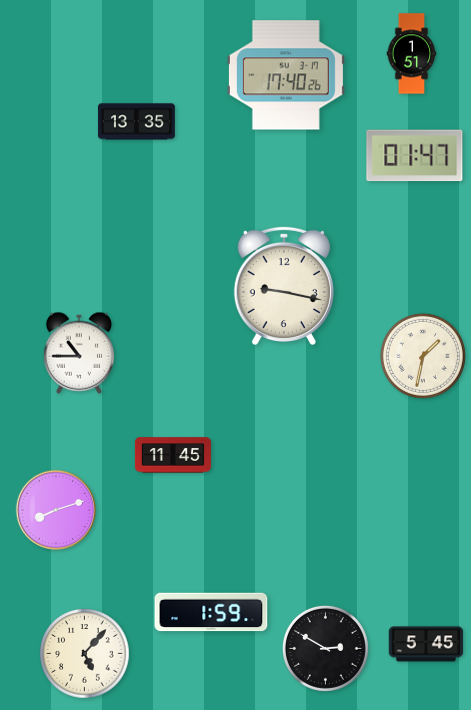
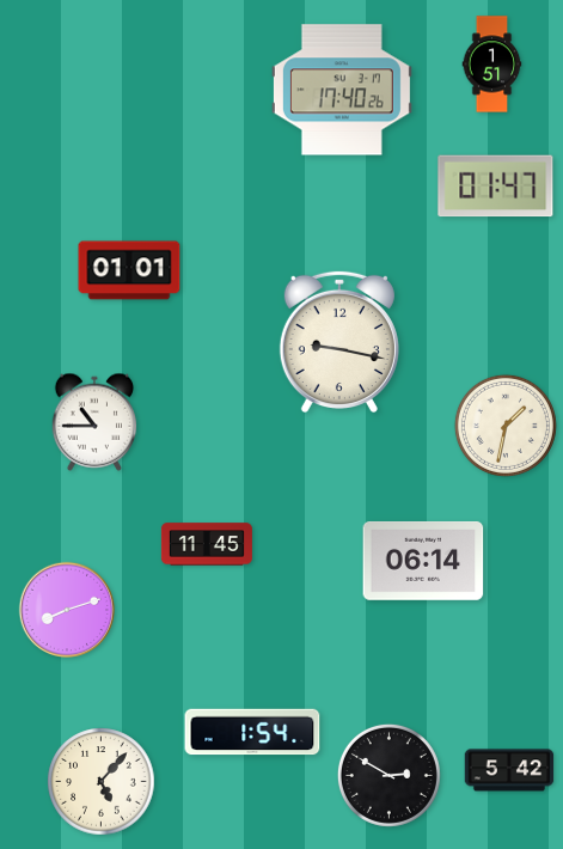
clock at (136, 122): 13:35 -> none
clock at (129, 270): none -> 01:01
clock at (423, 561): none -> 06:14
clock at (211, 612): 1:59 -> 1:54
clock at (426, 644): 5:45 -> 5:42
